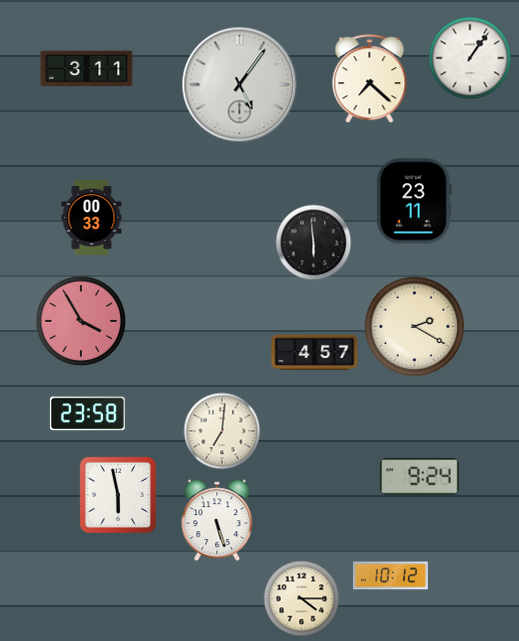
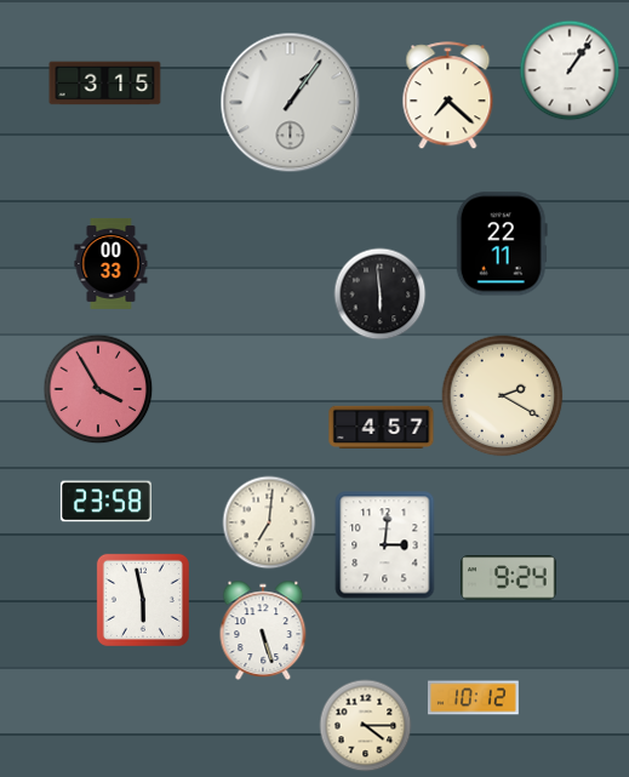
clock at (87, 69): 3:11 -> 3:15
clock at (240, 85): 5:06 -> 1:06
clock at (414, 201): 23:11 -> 22:11
clock at (385, 545): none -> 3:01
